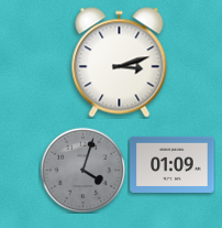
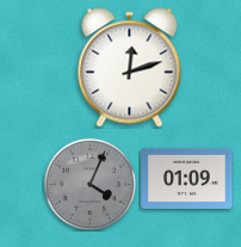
clock at (120, 63): 3:12 -> 12:12
clock at (82, 170): 4:03 -> 4:04
